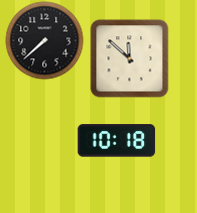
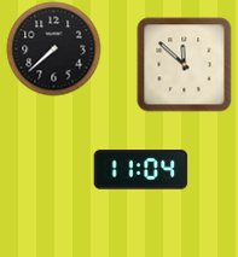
clock at (129, 58) position: (129, 58) -> (184, 64)
clock at (116, 141): 10:18 -> 11:04
